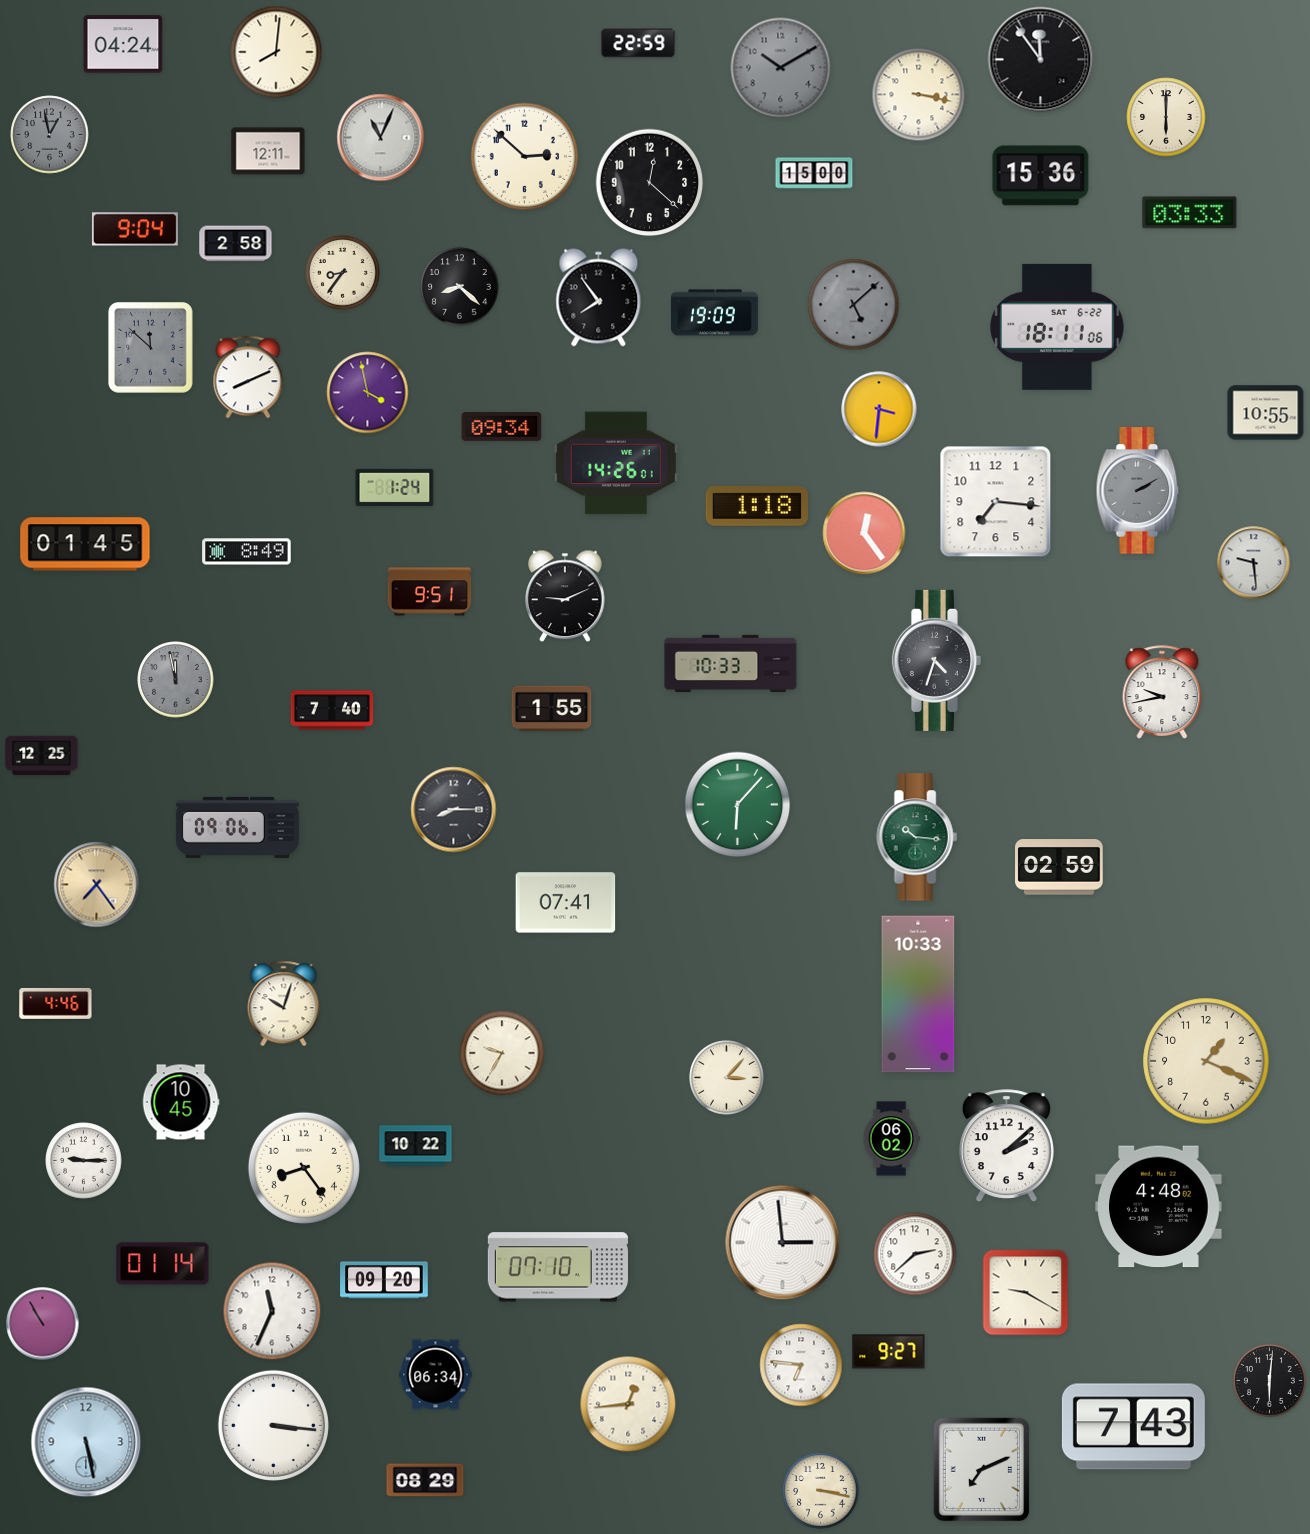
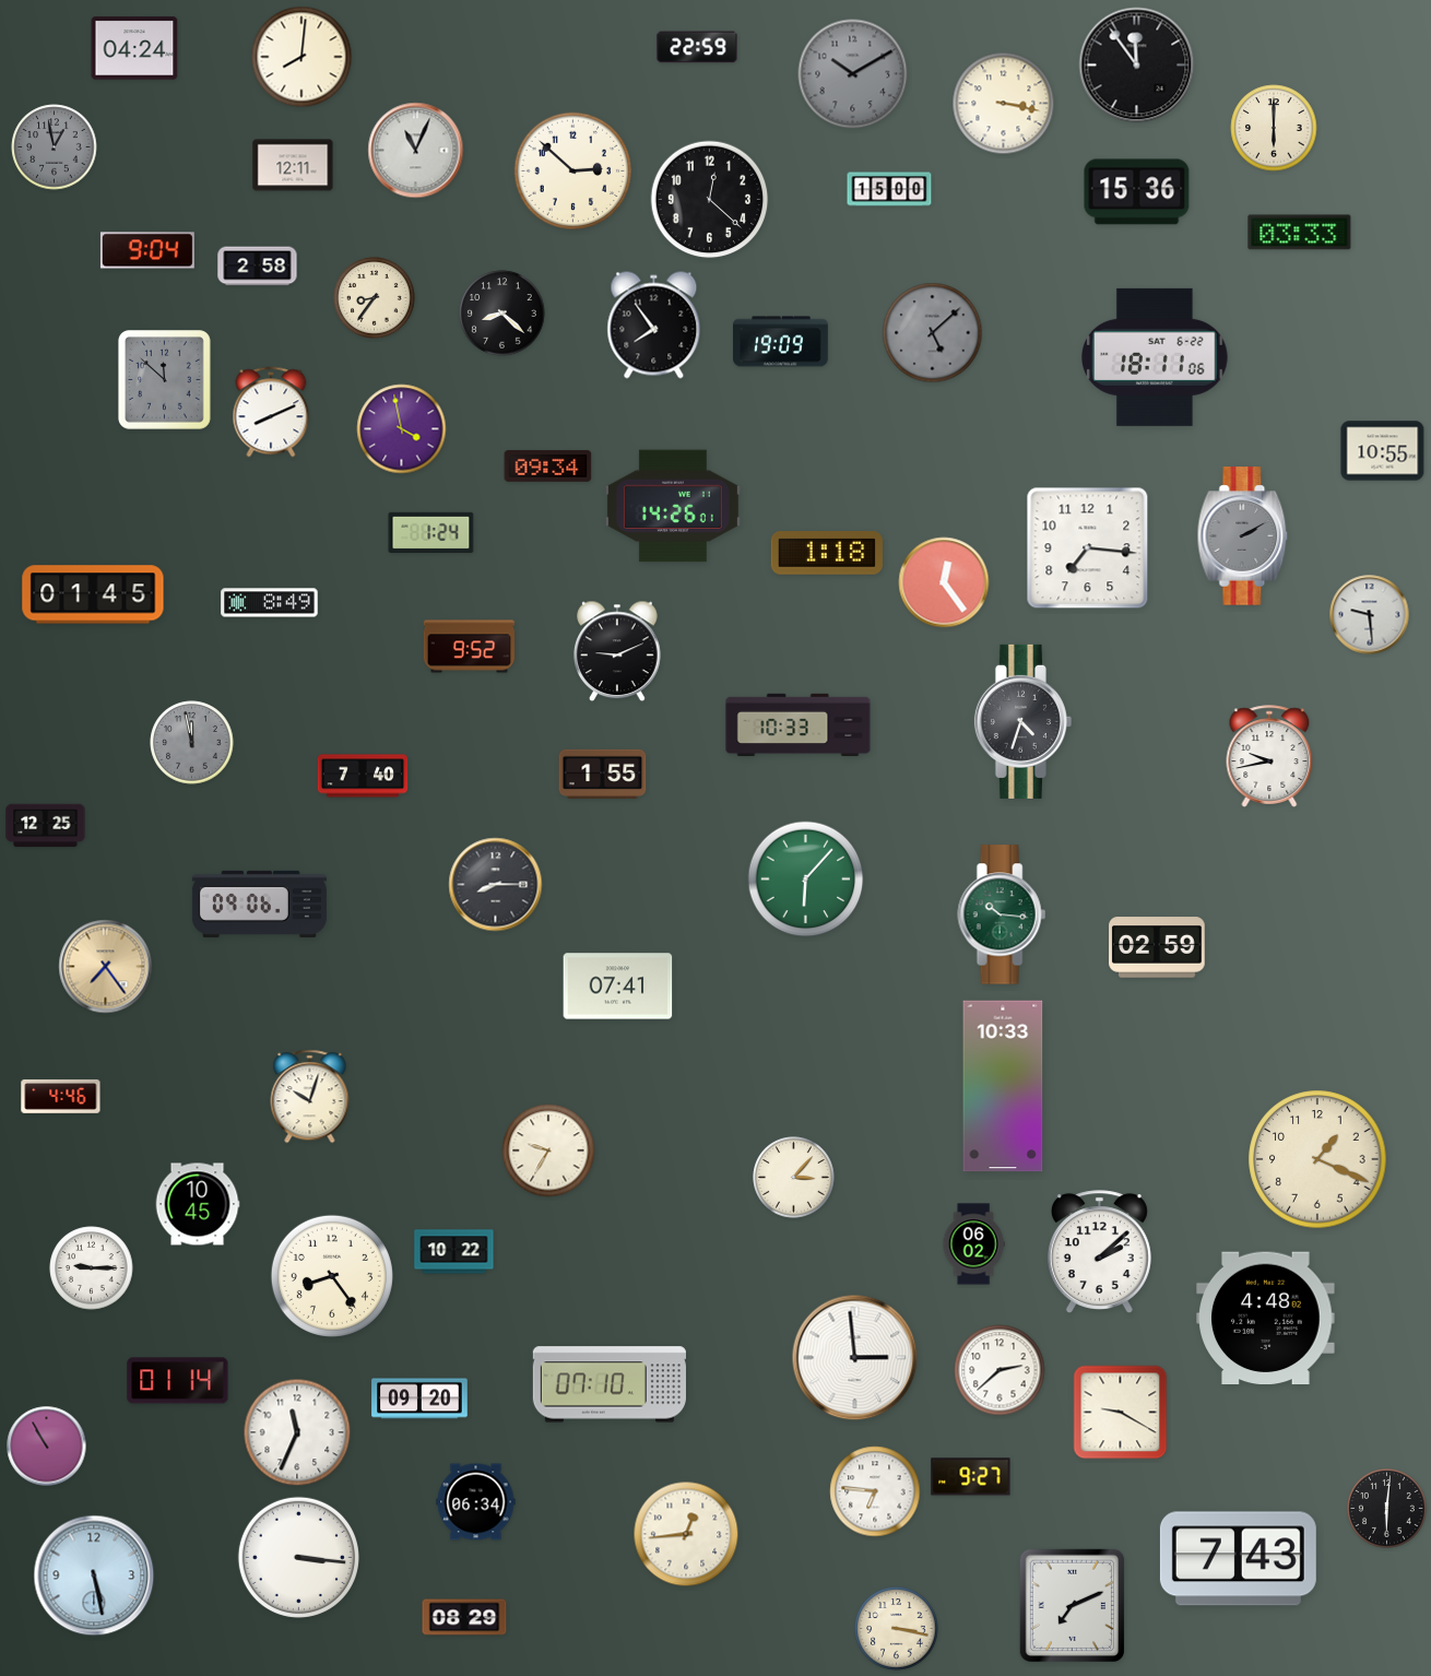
clock at (879, 409): 3:31 -> none
clock at (429, 592): 9:51 -> 9:52
